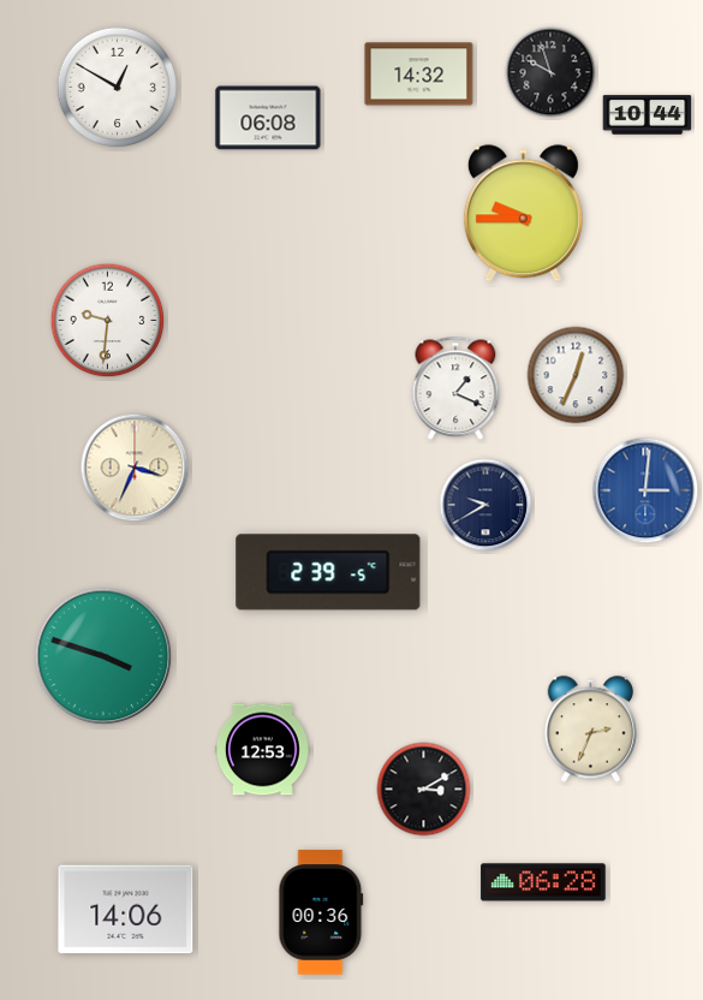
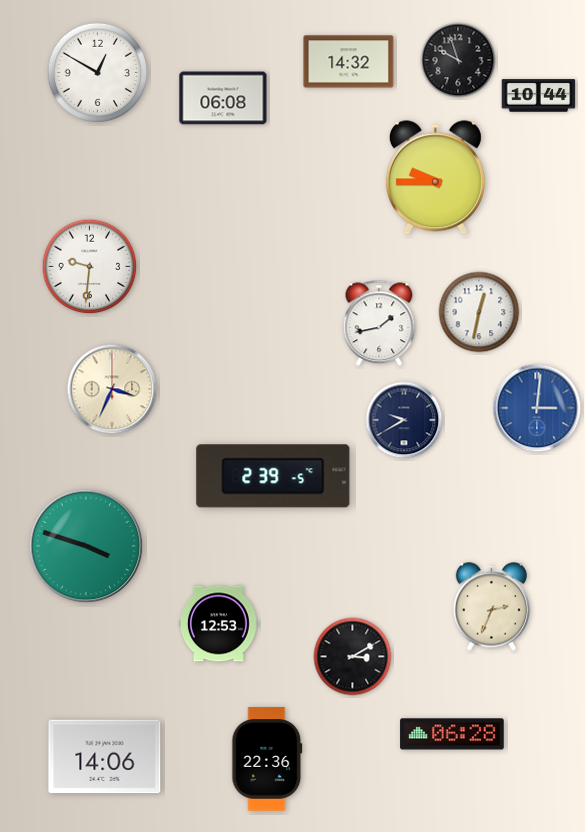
clock at (576, 375): 12:34 -> 12:32
clock at (455, 388): 1:19 -> 1:43
clock at (321, 912): 00:36 -> 22:36
